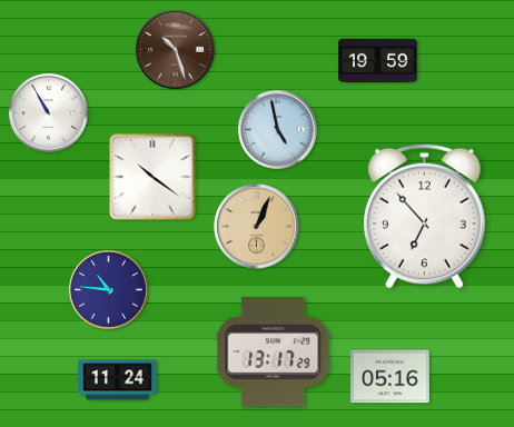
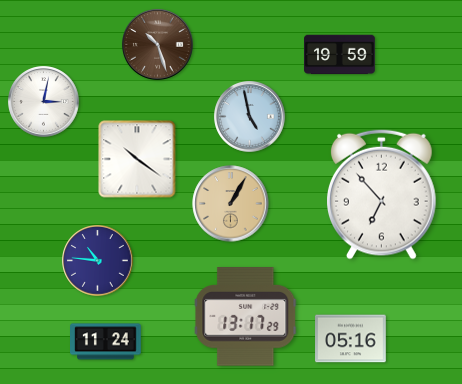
clock at (49, 113): 10:55 -> 3:02
clock at (257, 227): 1:04 -> 1:05
